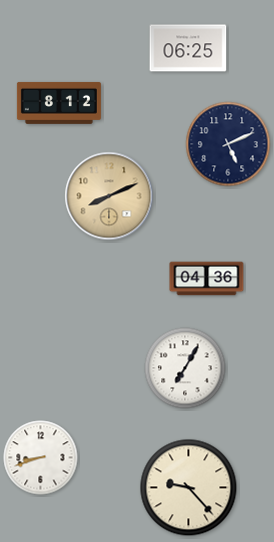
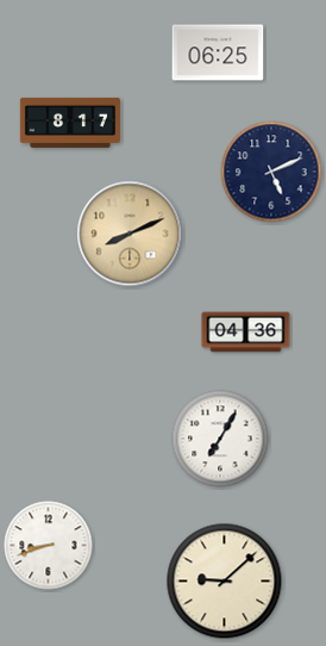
clock at (188, 48) position: (188, 48) -> (218, 52)
clock at (59, 103): 8:12 -> 8:17
clock at (189, 488): 9:23 -> 9:08
